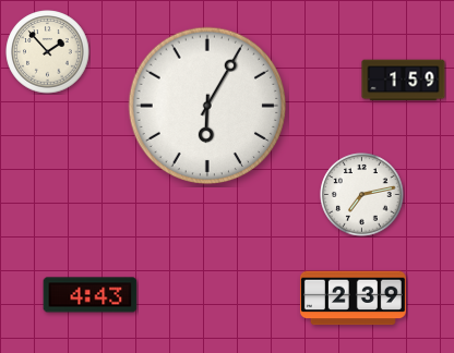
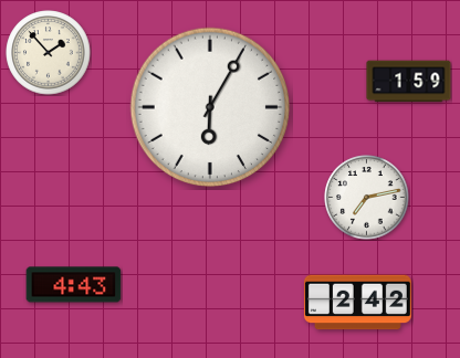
clock at (91, 295) position: (91, 295) -> (74, 285)
clock at (353, 299): 2:39 -> 2:42
